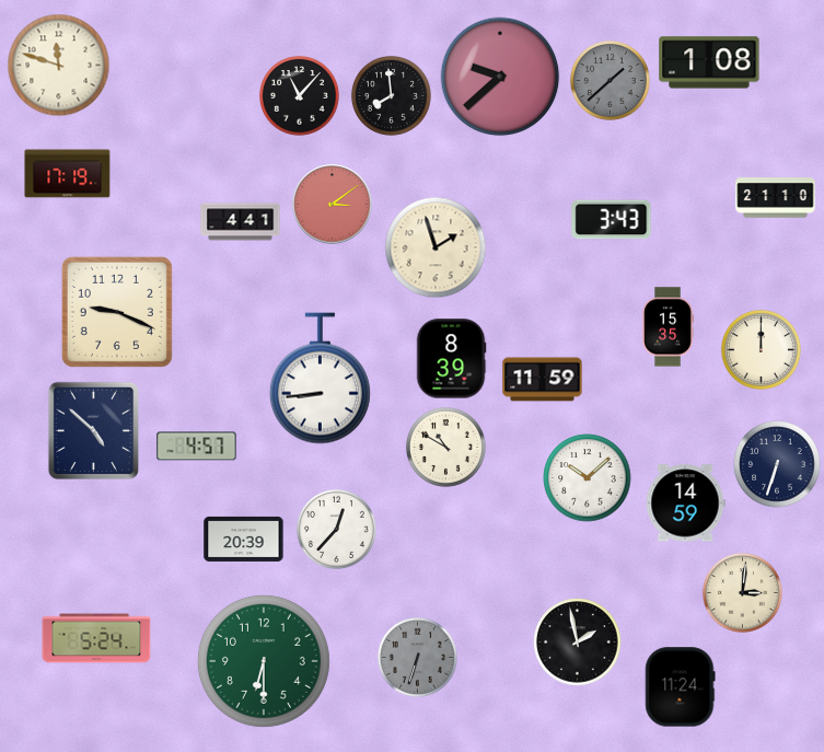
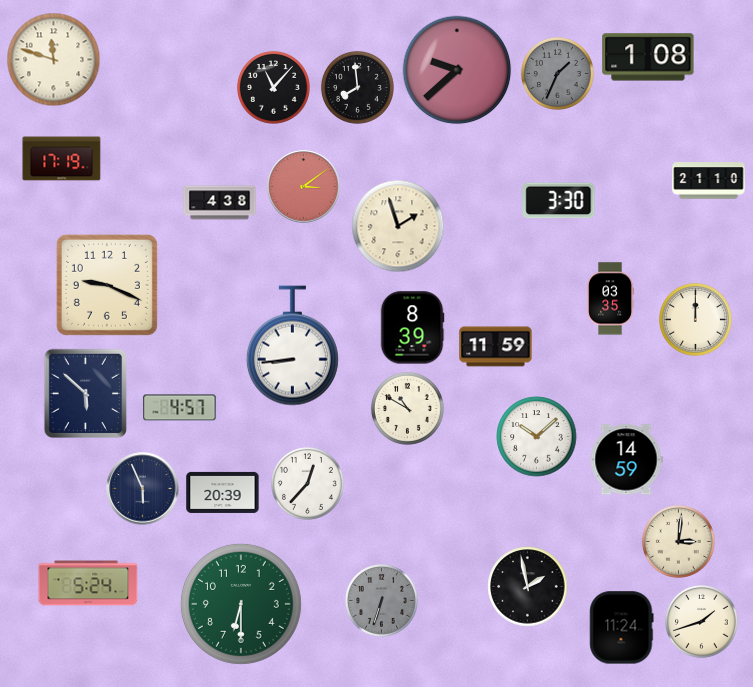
clock at (610, 80): 1:38 -> 1:34
clock at (612, 220): 3:43 -> 3:30
clock at (241, 222): 4:41 -> 4:38
clock at (669, 327): 15:35 -> 03:35
clock at (93, 430): 4:52 -> 5:52
clock at (777, 464): 6:33 -> none
clock at (143, 489): none -> 5:56
clock at (701, 621): none -> 1:42
